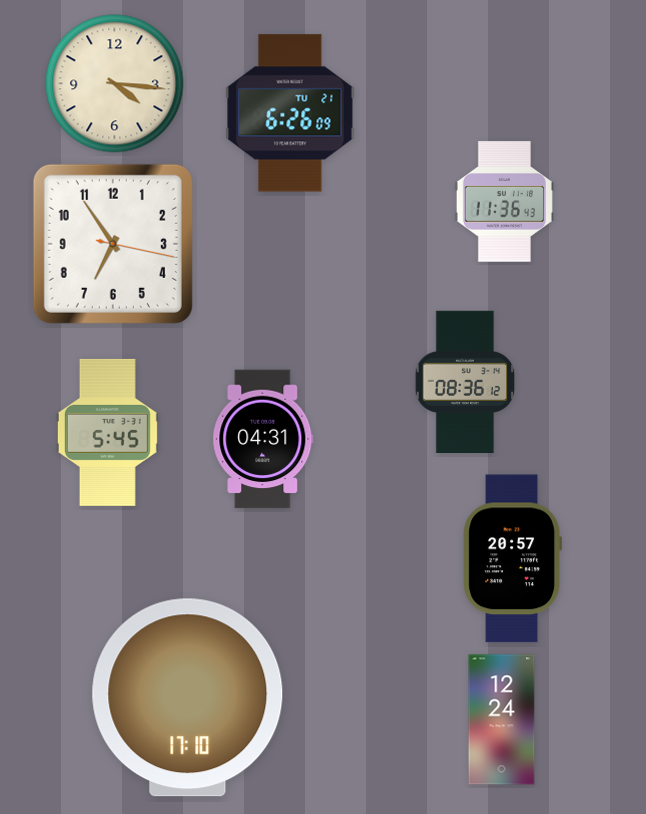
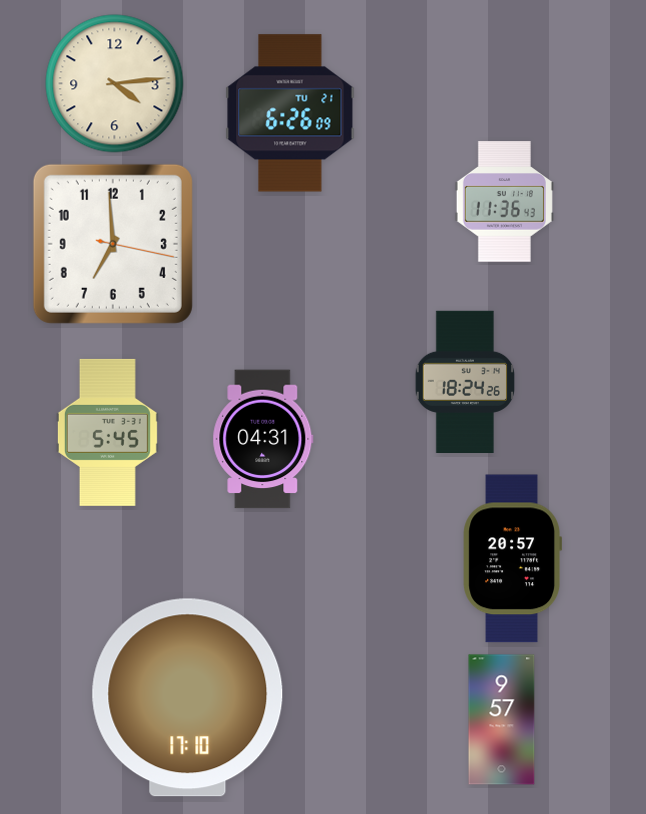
clock at (115, 84): 4:16 -> 4:14
clock at (113, 244): 6:54 -> 6:59
clock at (464, 381): 08:36 -> 18:24
clock at (502, 720): 12:24 -> 9:57
